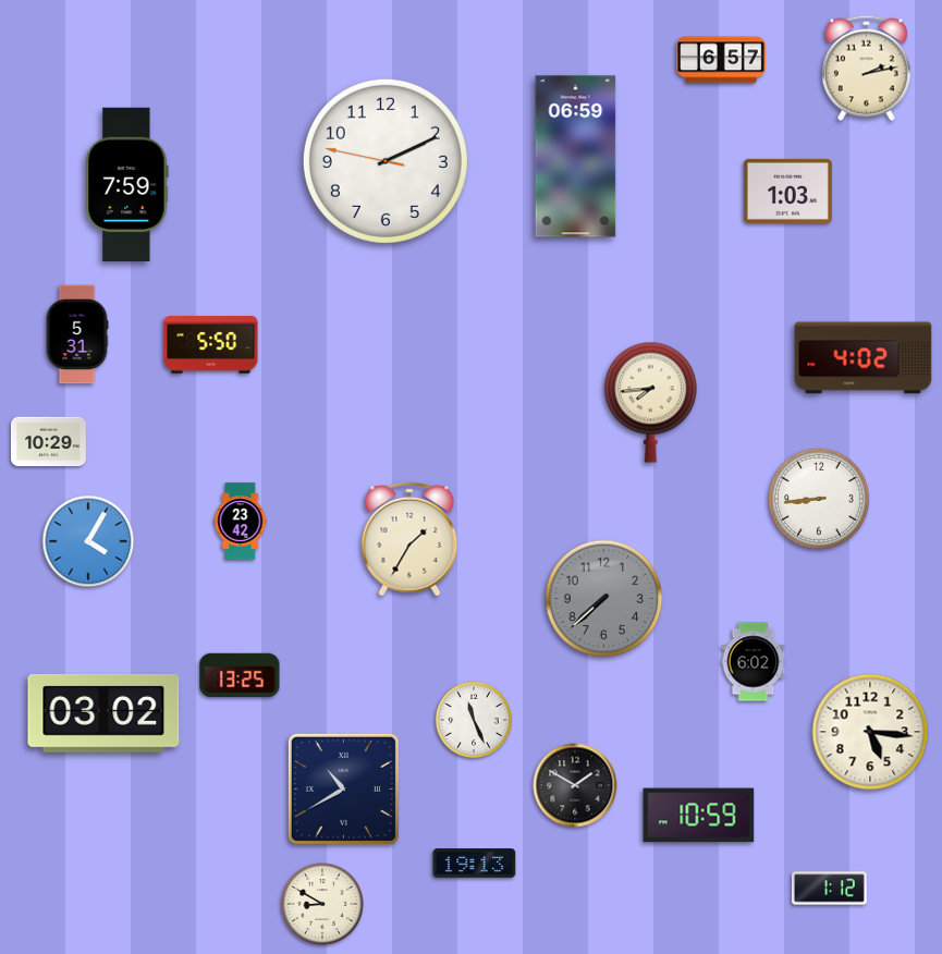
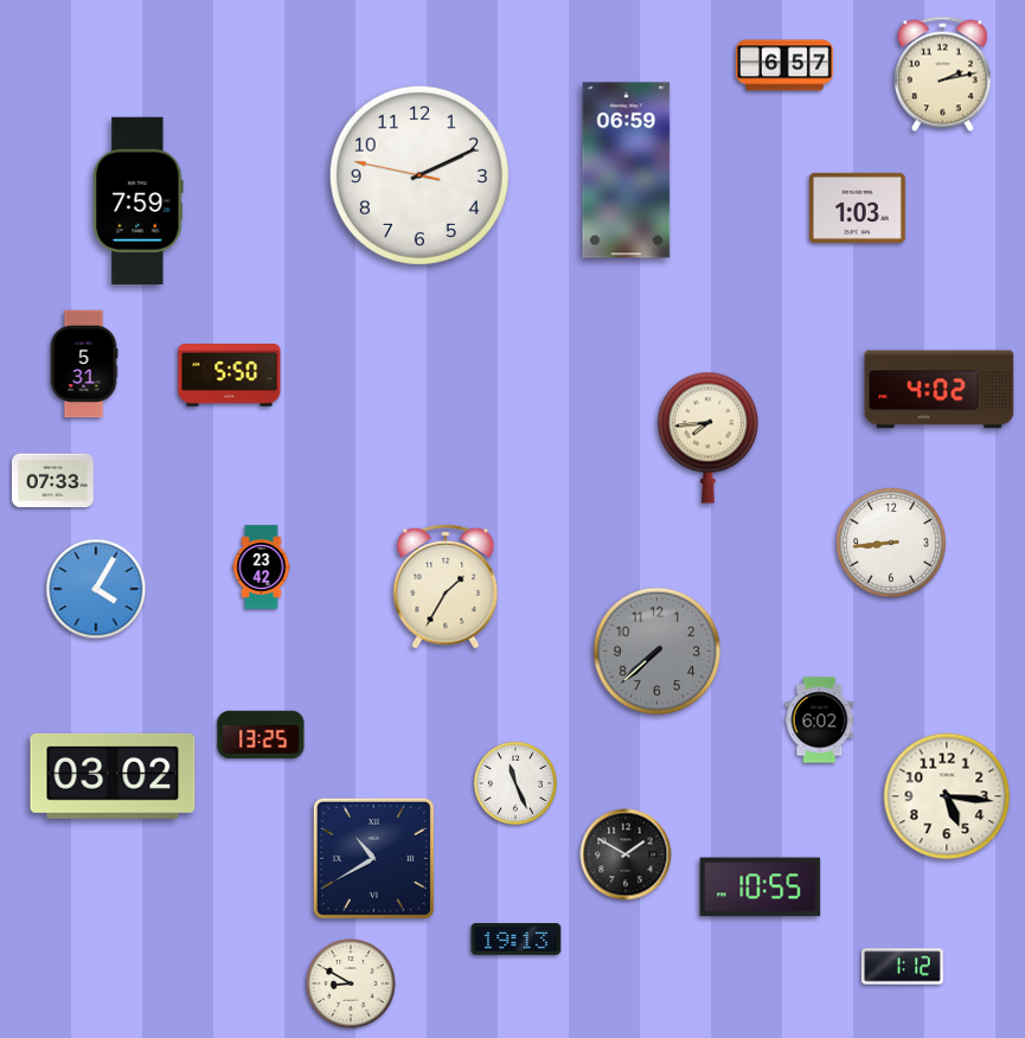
clock at (48, 442): 10:29 -> 07:33
clock at (699, 816): 10:59 -> 10:55
